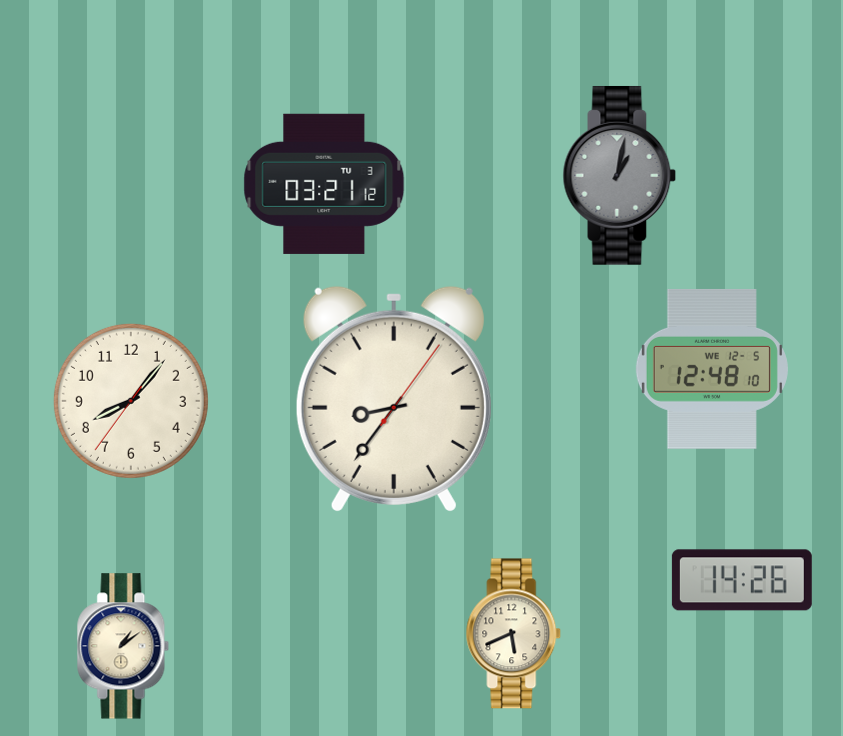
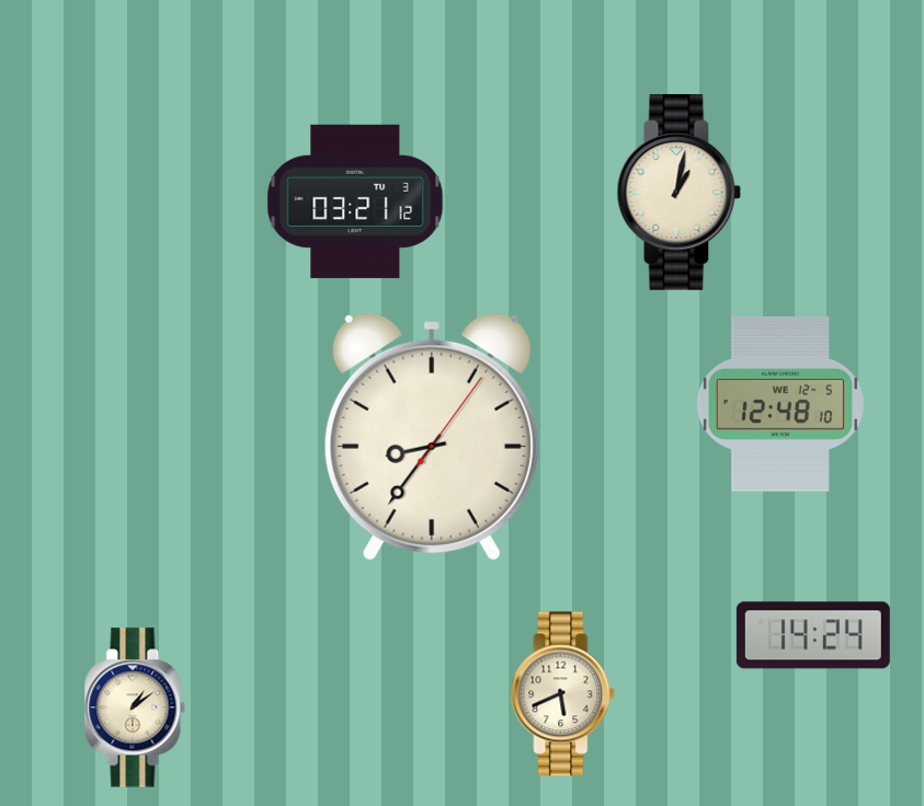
clock at (620, 175) dial: grey -> cream
clock at (131, 401): 8:06 -> none
clock at (742, 580): 14:26 -> 14:24
